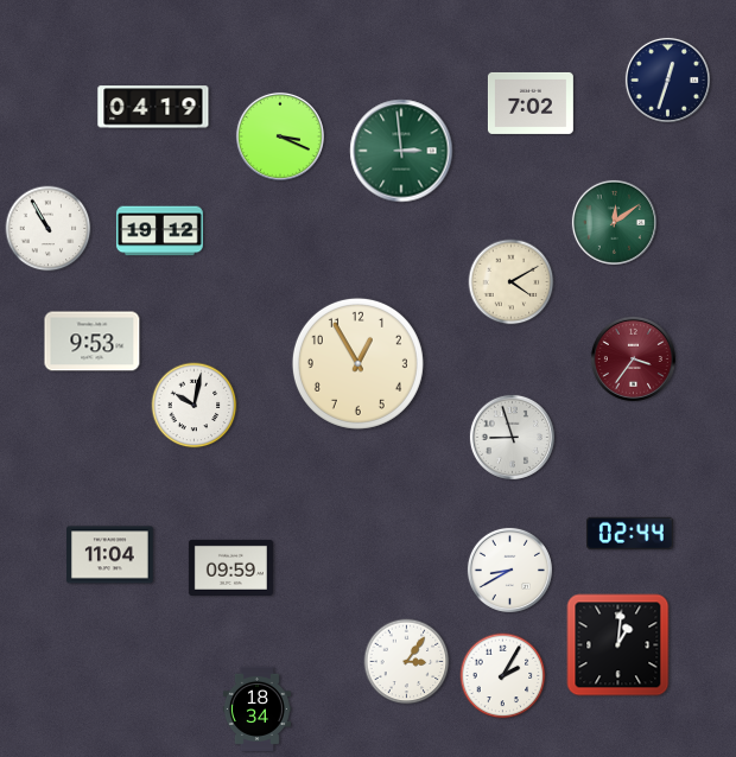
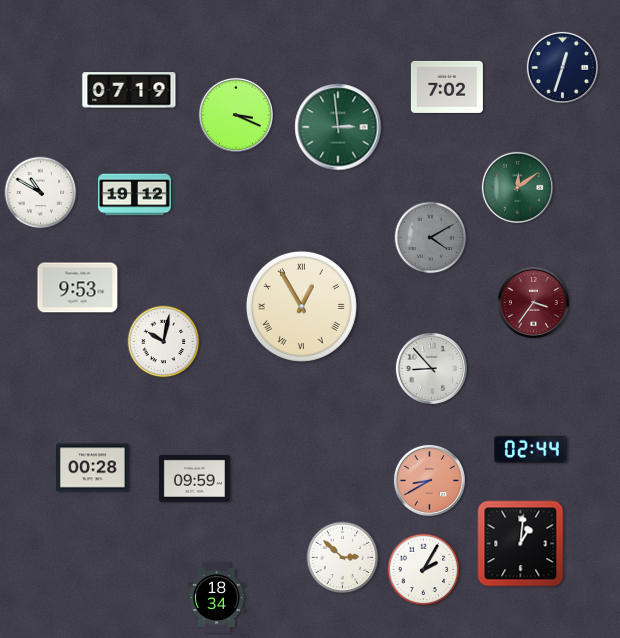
clock at (153, 107): 04:19 -> 07:19
clock at (49, 229): 10:55 -> 10:50
clock at (512, 282) dial: cream -> grey
clock at (357, 363) numerals: Arabic -> Roman
clock at (512, 437): 8:57 -> 8:53
clock at (110, 555): 11:04 -> 00:28
clock at (509, 570) dial: white -> salmon
clock at (407, 662): 3:06 -> 2:52
